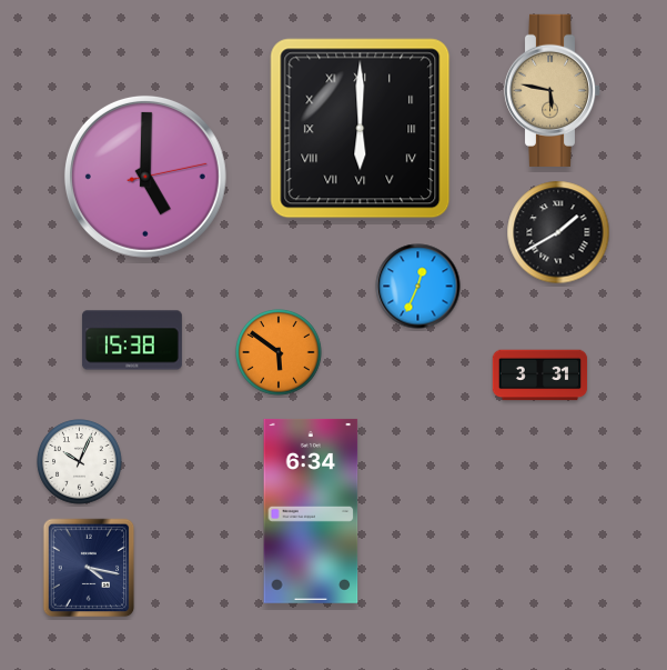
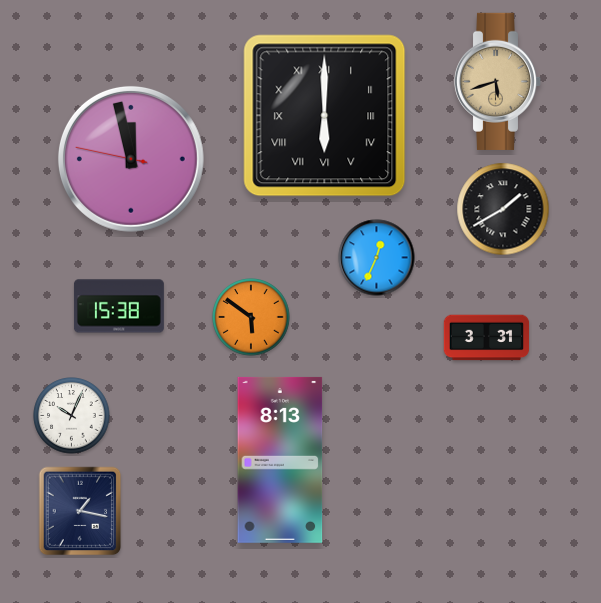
clock at (553, 90): 5:47 -> 5:42
clock at (145, 177): 5:00 -> 11:57
clock at (311, 511): 6:34 -> 8:13
clock at (89, 568): 4:17 -> 1:17
